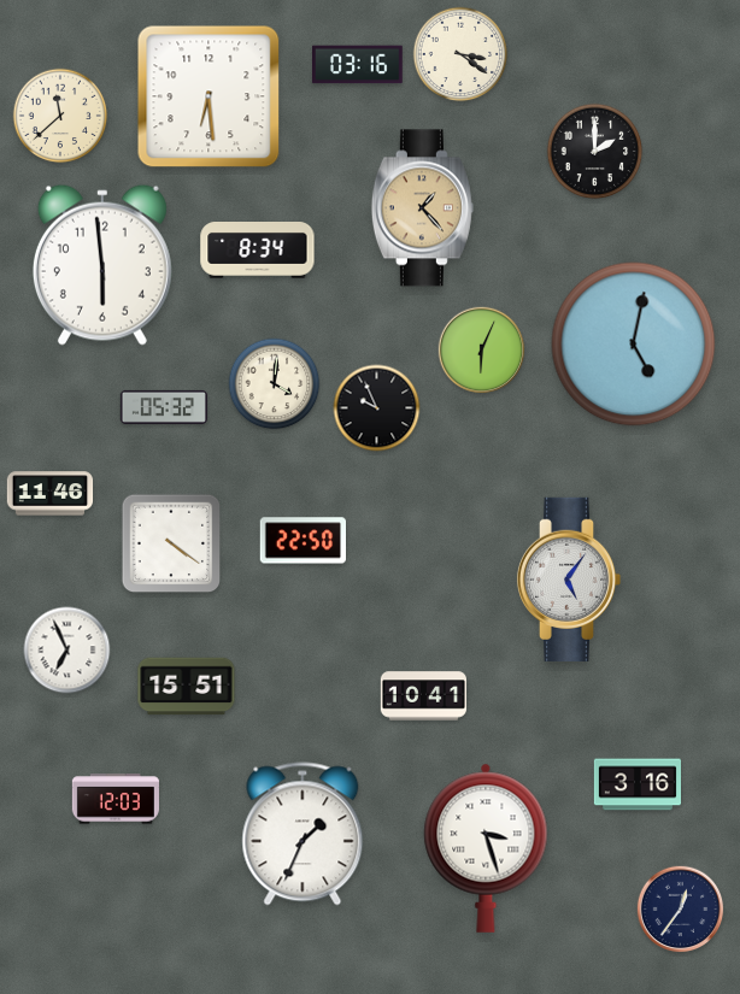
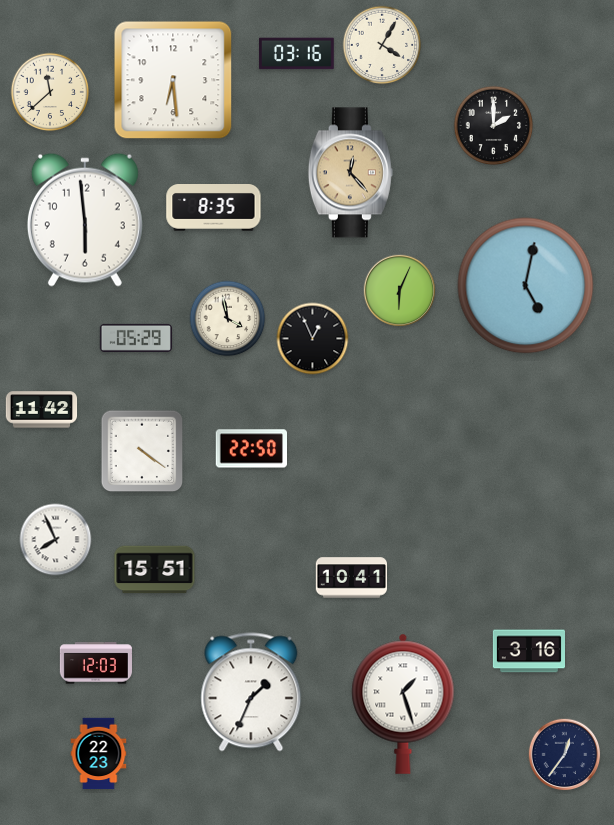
clock at (460, 54): 3:21 -> 4:05
clock at (60, 116) position: (60, 116) -> (50, 92)
clock at (422, 208): 1:23 -> 12:23
clock at (258, 251): 8:34 -> 8:35
clock at (275, 384): 4:01 -> 3:58
clock at (164, 407): 05:32 -> 05:29
clock at (377, 408): 9:56 -> 12:56
clock at (51, 494): 11:46 -> 11:42
clock at (569, 580): 5:06 -> none
clock at (67, 651): 6:56 -> 7:56
clock at (486, 848): 3:27 -> 1:27
clock at (99, 754): none -> 22:23
